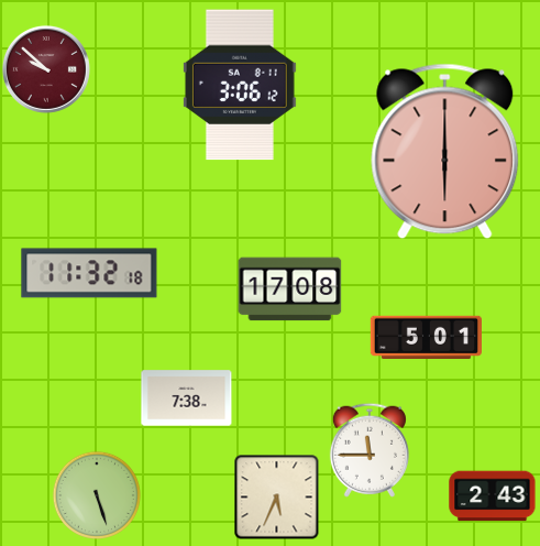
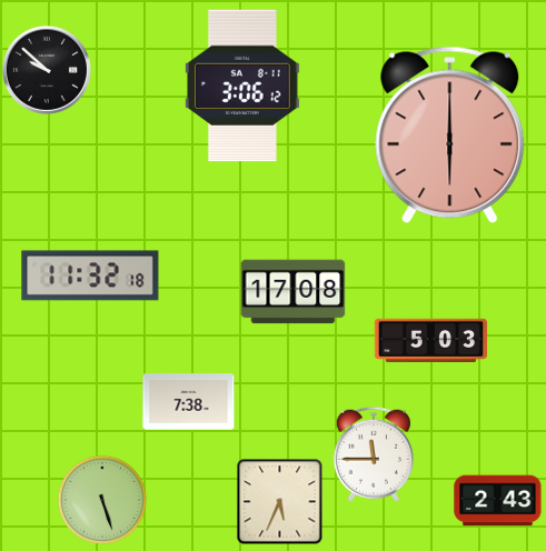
clock at (46, 69) dial: burgundy -> black
clock at (445, 152) position: (445, 152) -> (450, 136)
clock at (426, 337): 5:01 -> 5:03
clock at (96, 494) position: (96, 494) -> (101, 499)
